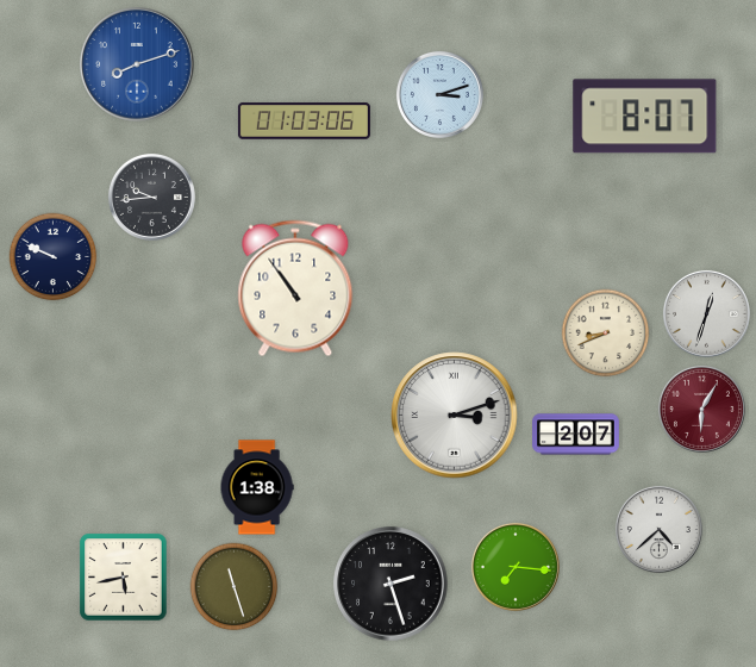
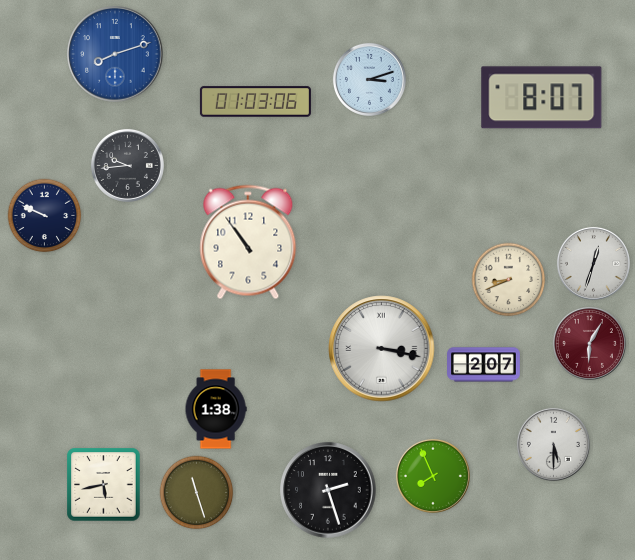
clock at (455, 416): 3:12 -> 3:17
clock at (658, 529): 4:38 -> 5:30
clock at (516, 567): 7:16 -> 7:56
